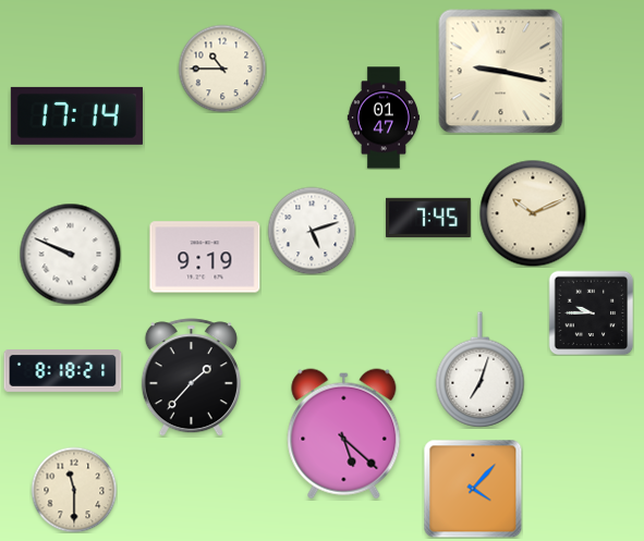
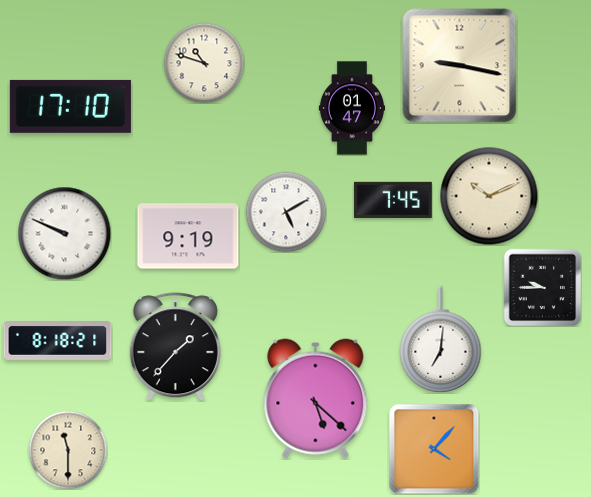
clock at (222, 69): 10:45 -> 10:48
clock at (76, 115): 17:14 -> 17:10
clock at (312, 231): 5:12 -> 5:10
clock at (481, 370): 7:03 -> 7:01
